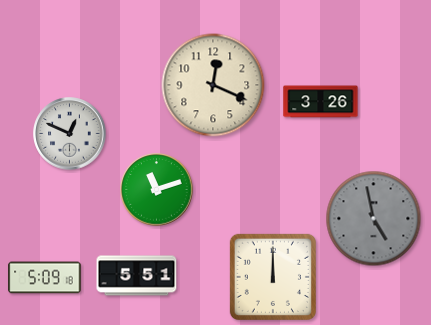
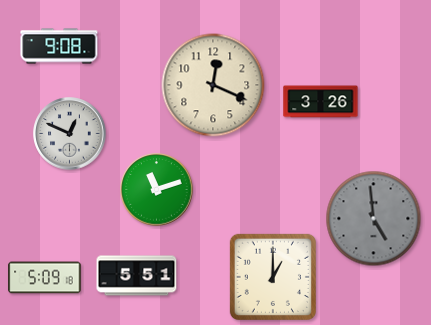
clock at (59, 46): none -> 9:08
clock at (374, 219): 4:58 -> 4:59
clock at (273, 277): 12:00 -> 1:00
